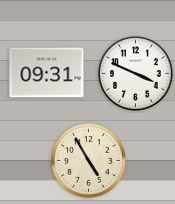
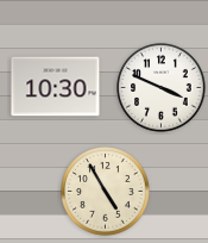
clock at (47, 73): 09:31 -> 10:30
